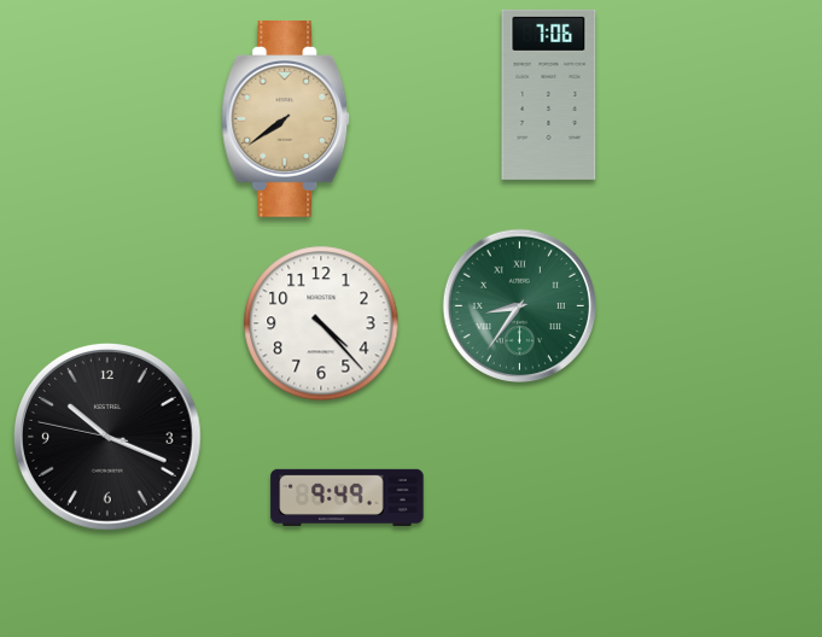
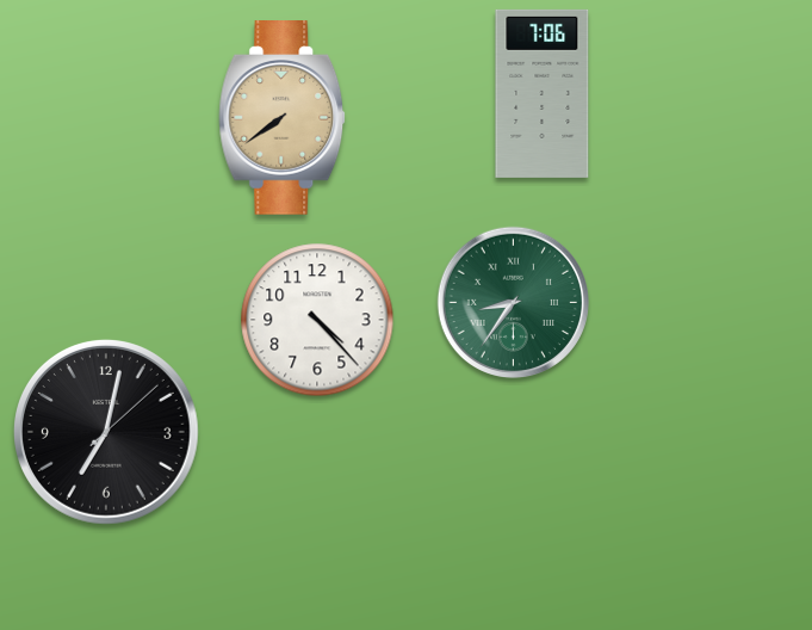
clock at (109, 438): 10:18 -> 7:02
clock at (348, 497): 9:49 -> none
